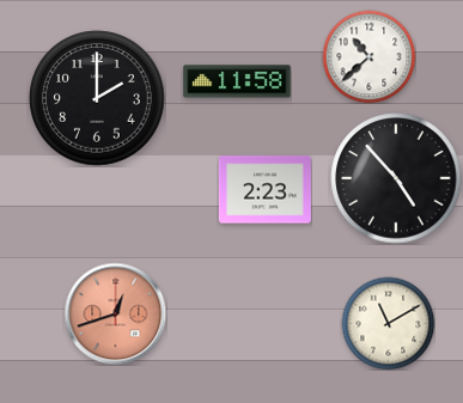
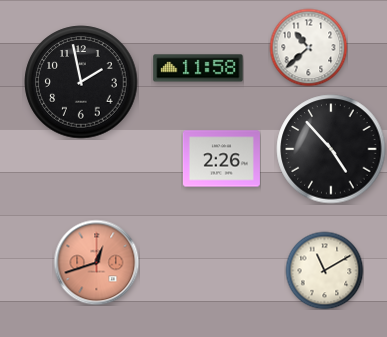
clock at (97, 98): 2:00 -> 1:58
clock at (264, 190): 2:23 -> 2:26
